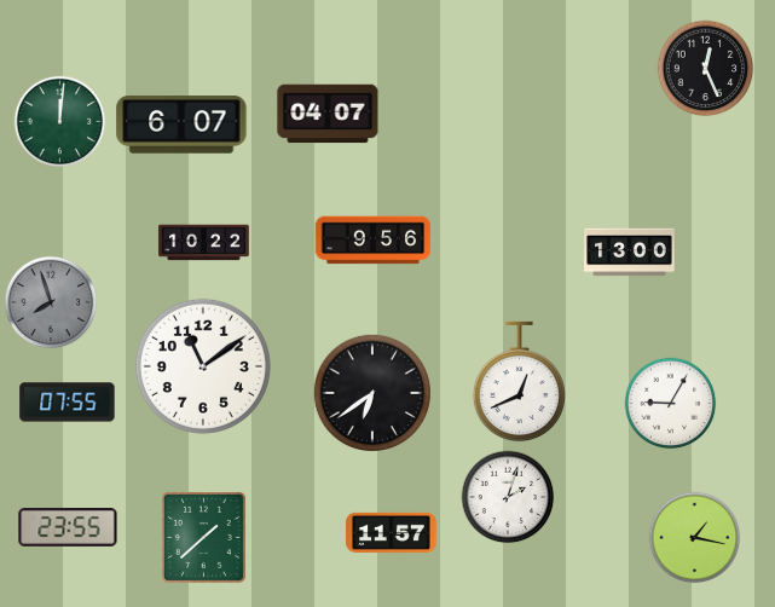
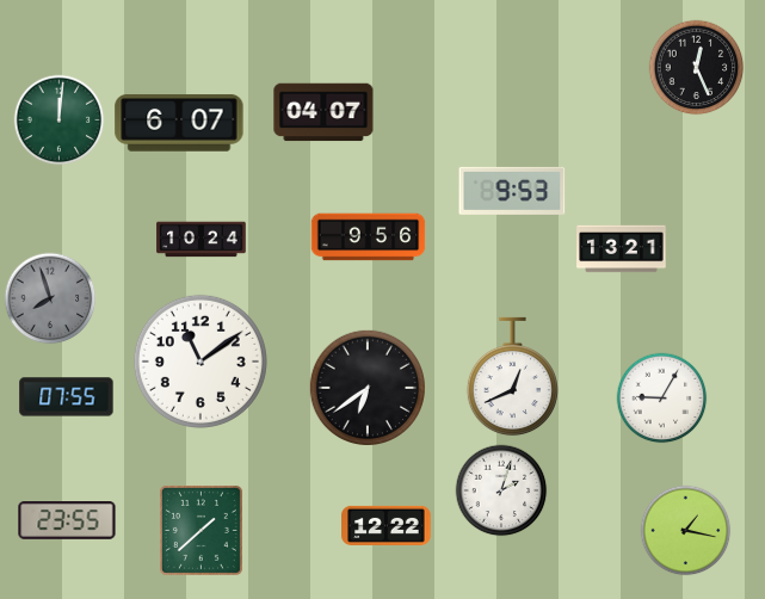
clock at (512, 191): none -> 9:53
clock at (204, 243): 10:22 -> 10:24
clock at (630, 253): 13:00 -> 13:21
clock at (392, 532): 11:57 -> 12:22
